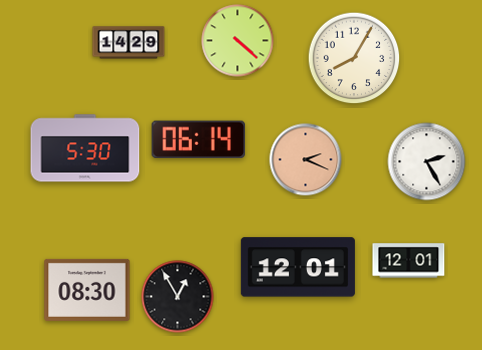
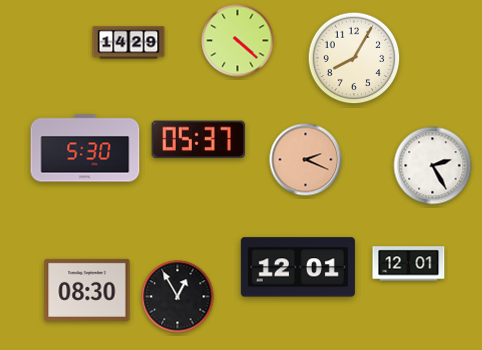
clock at (199, 140): 06:14 -> 05:37
clock at (427, 162) position: (427, 162) -> (433, 166)
clock at (409, 261) position: (409, 261) -> (409, 264)
